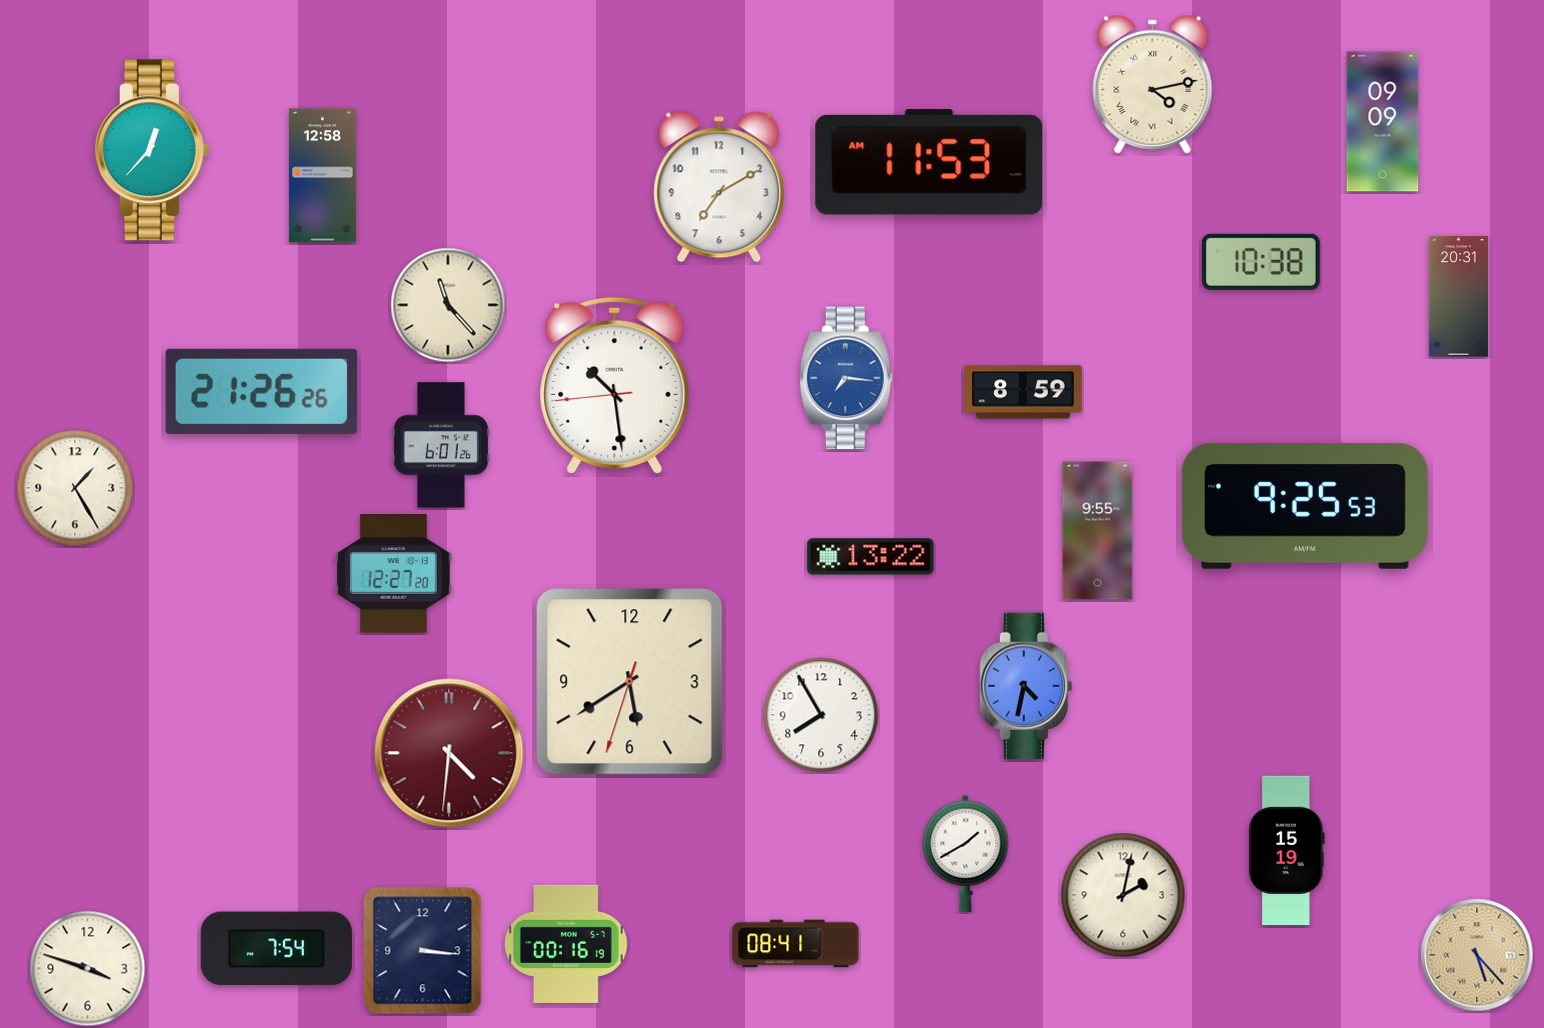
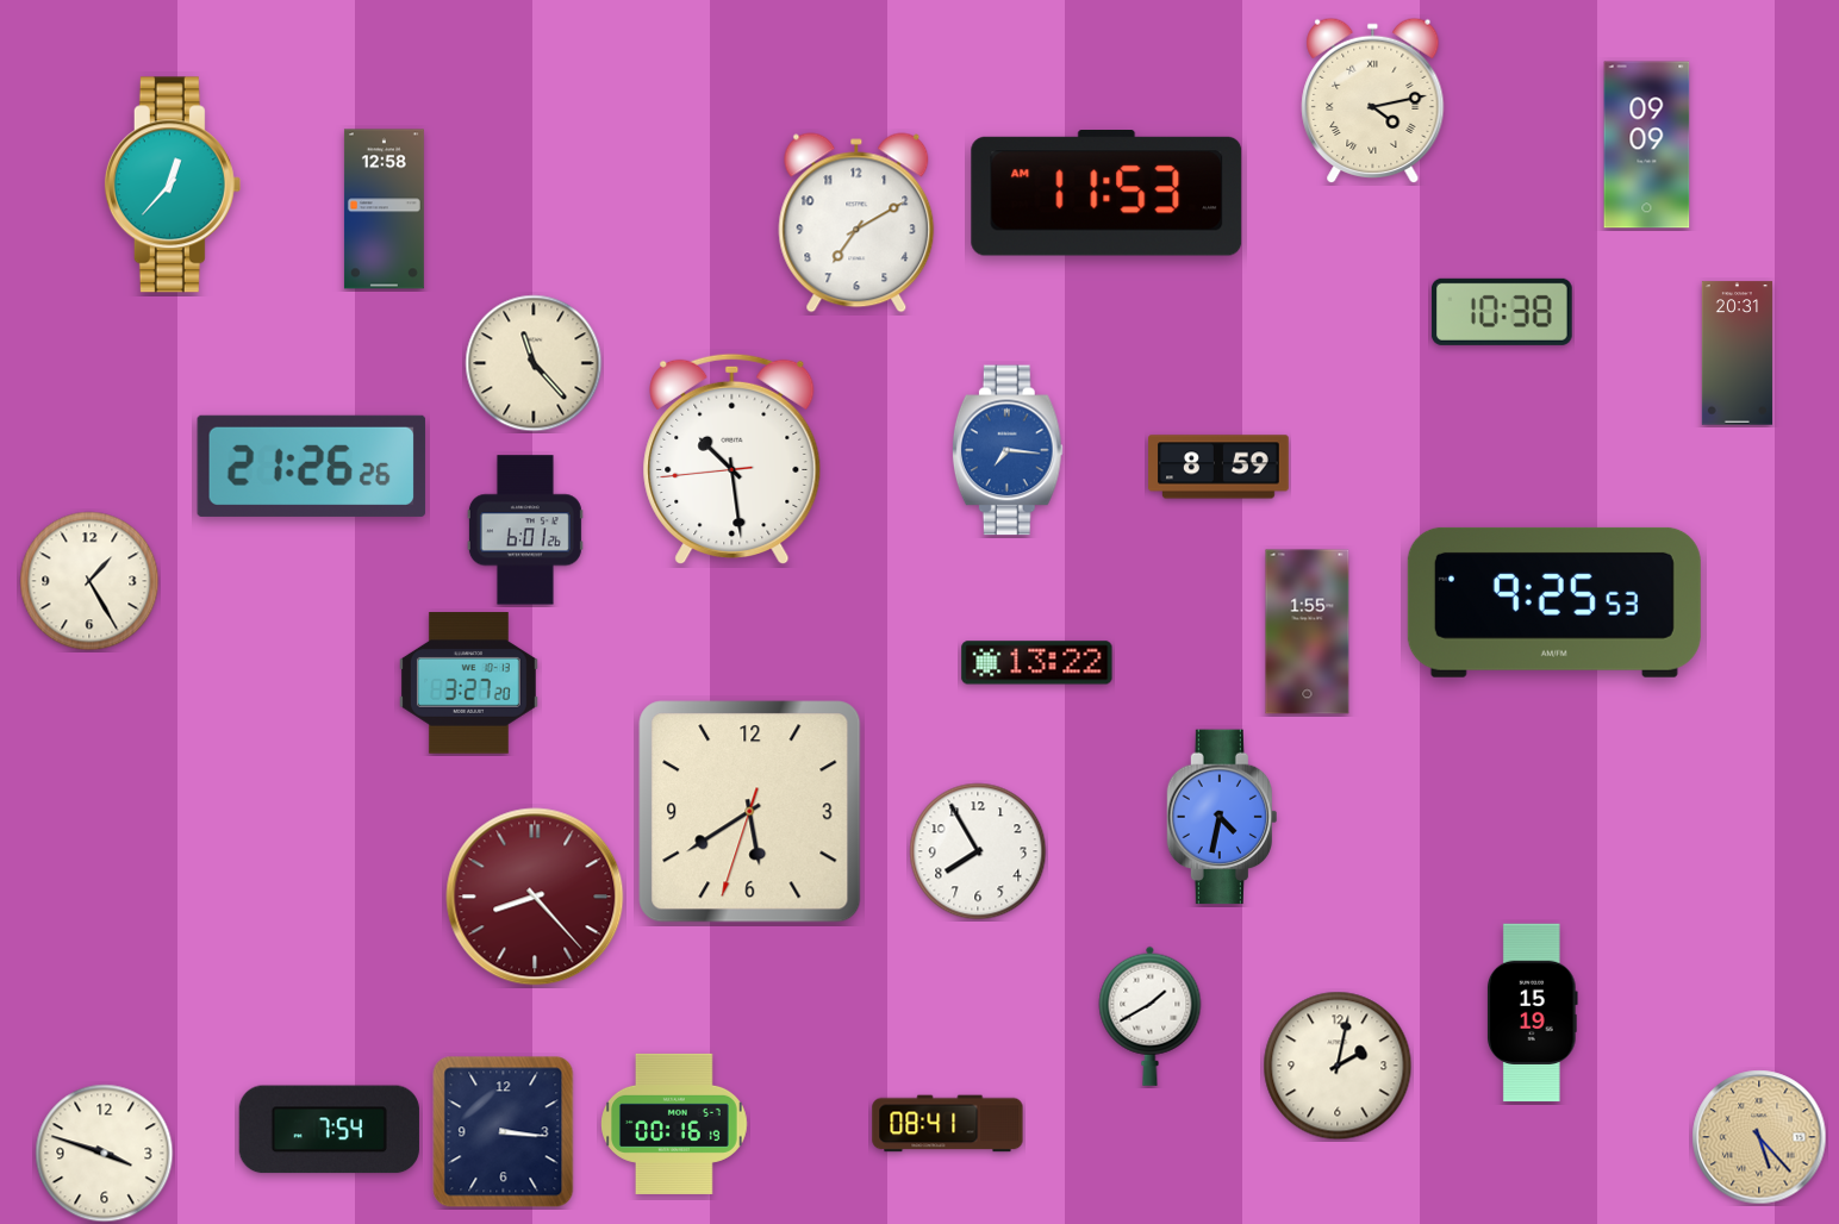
clock at (152, 150) position: (152, 150) -> (173, 185)
clock at (1098, 531): 9:55 -> 1:55
clock at (393, 574): 12:27 -> 3:27
clock at (449, 753): 4:31 -> 8:23
